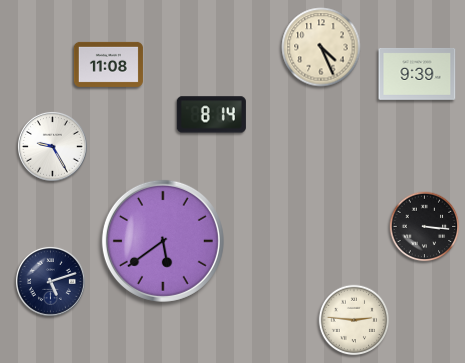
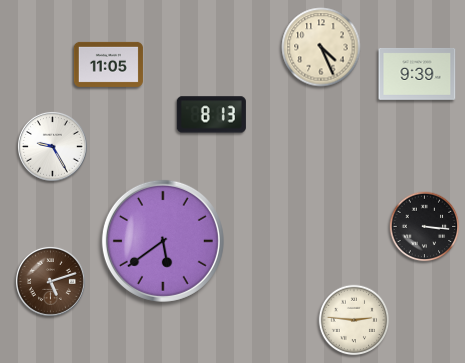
clock at (108, 64): 11:08 -> 11:05
clock at (211, 115): 8:14 -> 8:13
clock at (50, 281) dial: navy -> brown
